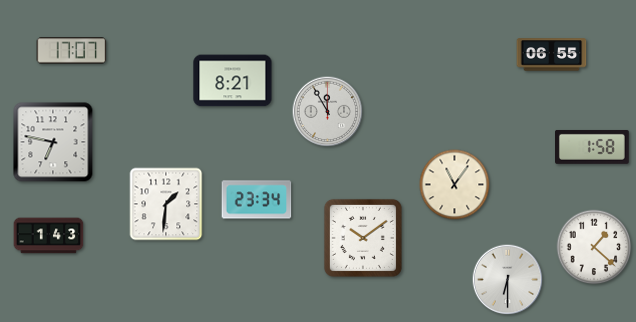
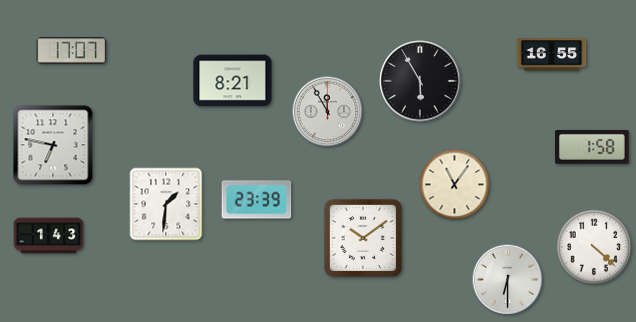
clock at (552, 55): 06:55 -> 16:55
clock at (420, 81): none -> 5:55
clock at (53, 142) position: (53, 142) -> (53, 145)
clock at (257, 200): 23:34 -> 23:39
clock at (594, 247): 1:22 -> 4:22
